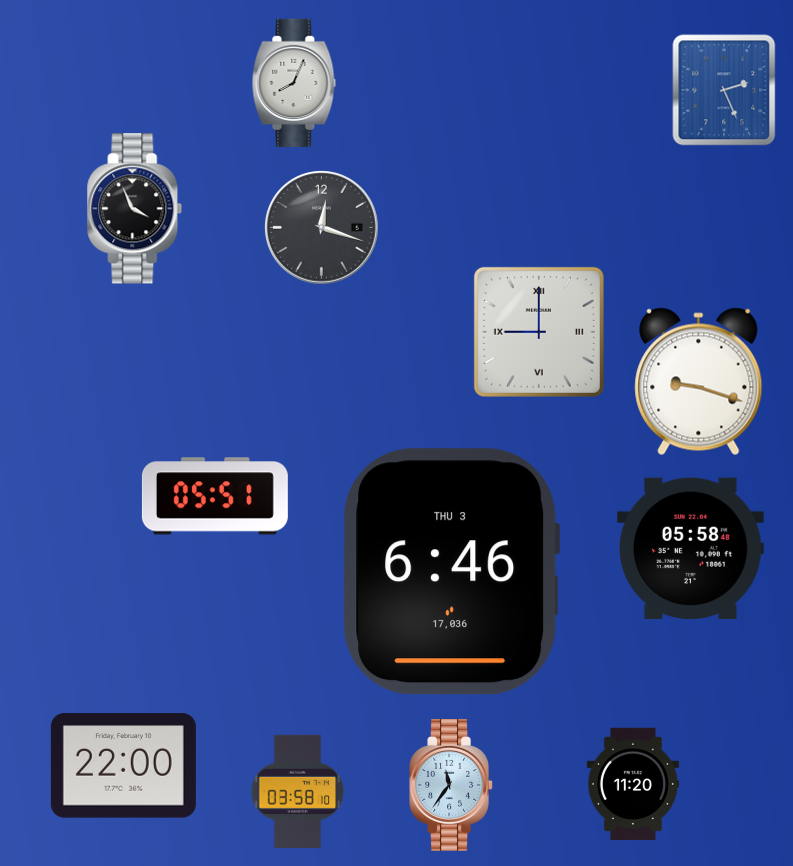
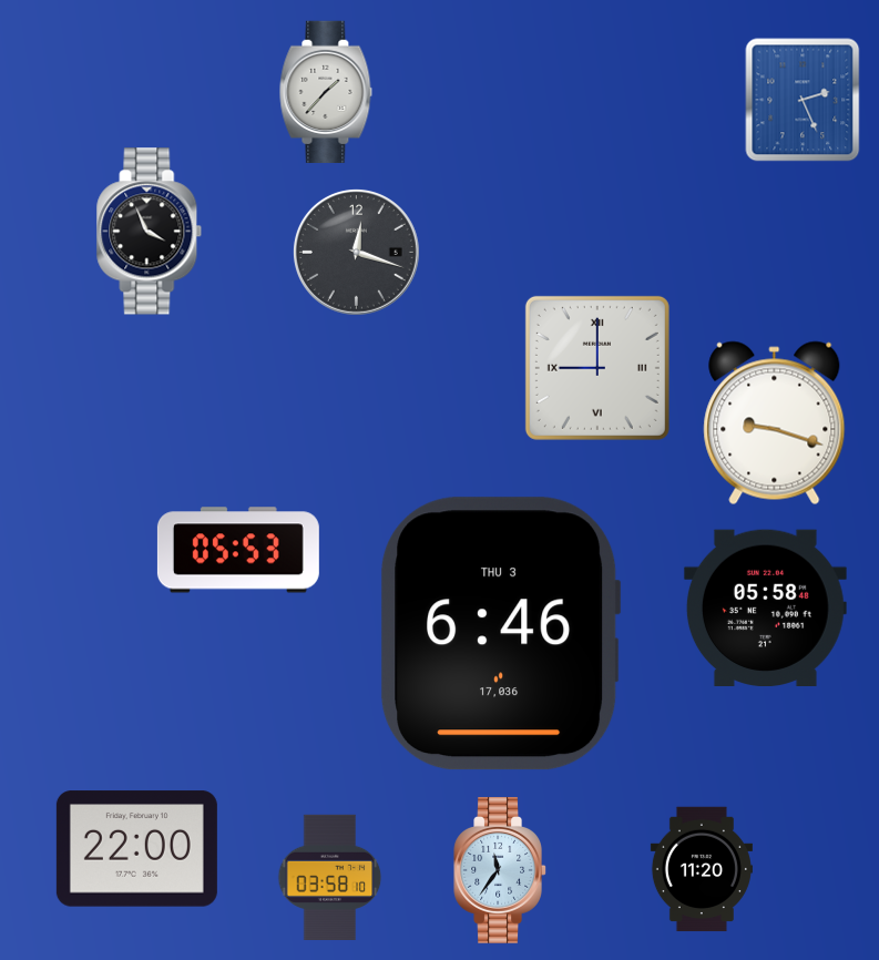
clock at (294, 83): 8:04 -> 1:37
clock at (215, 496): 05:51 -> 05:53
